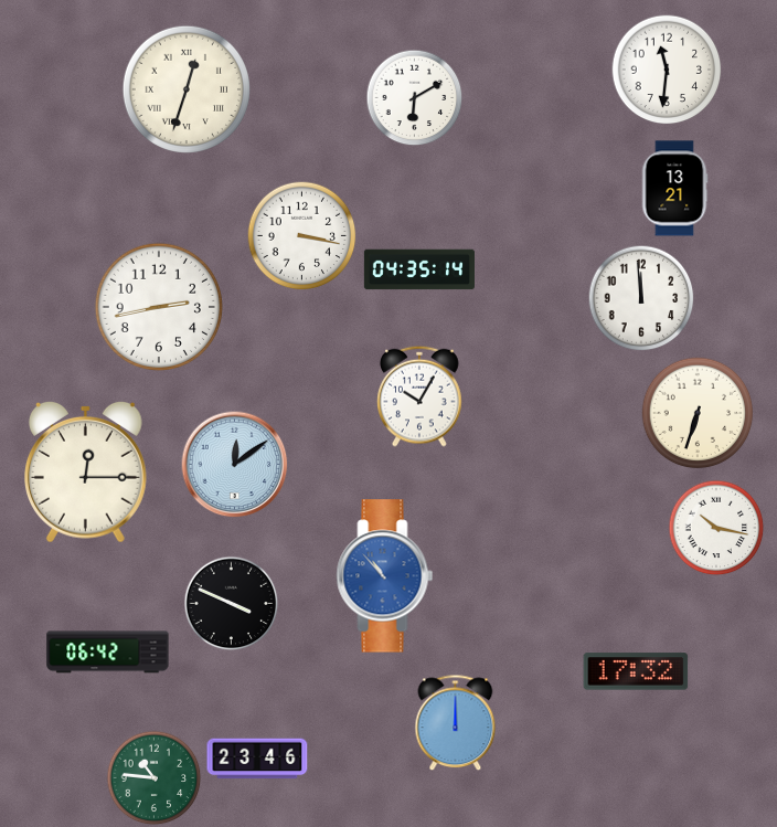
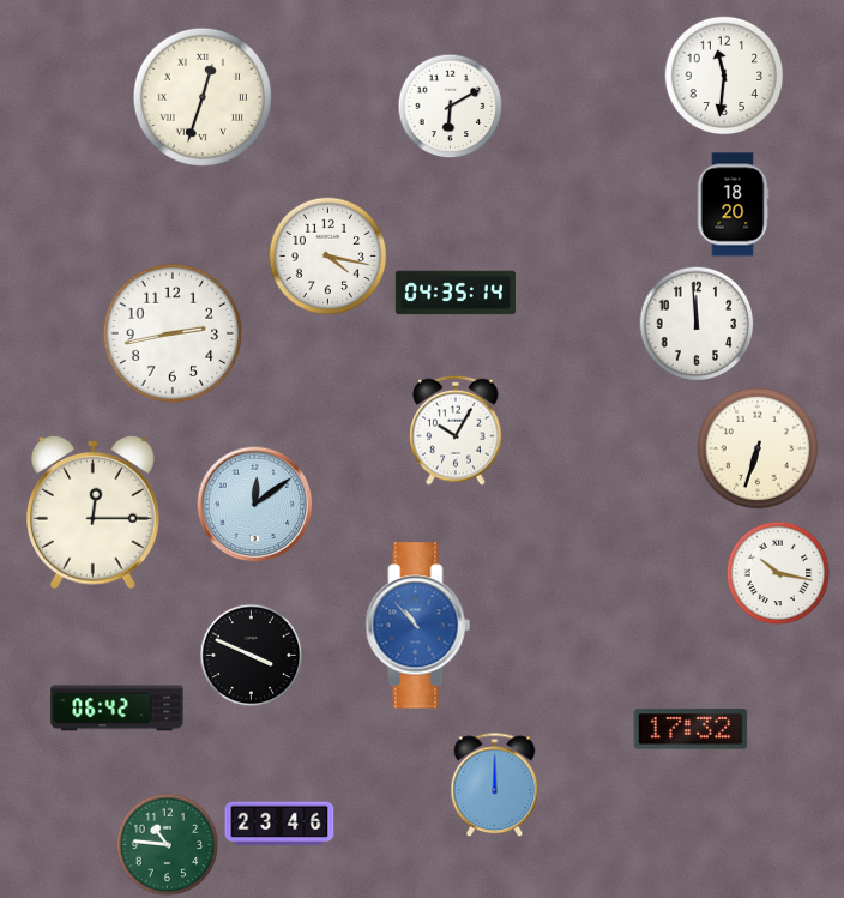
clock at (674, 189): 13:21 -> 18:20
clock at (302, 236): 3:17 -> 4:17
